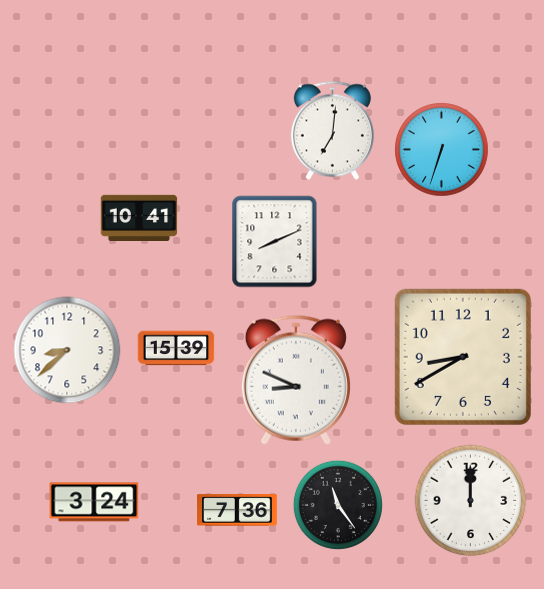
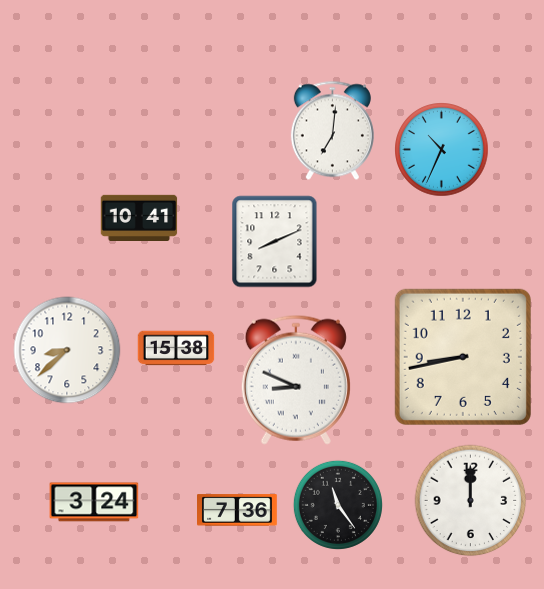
clock at (442, 150): 6:33 -> 10:34
clock at (176, 348): 15:39 -> 15:38
clock at (463, 357): 8:40 -> 8:43
